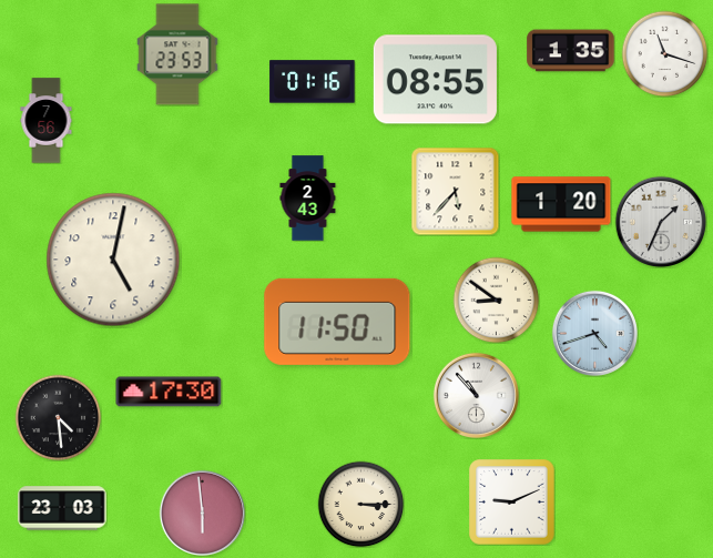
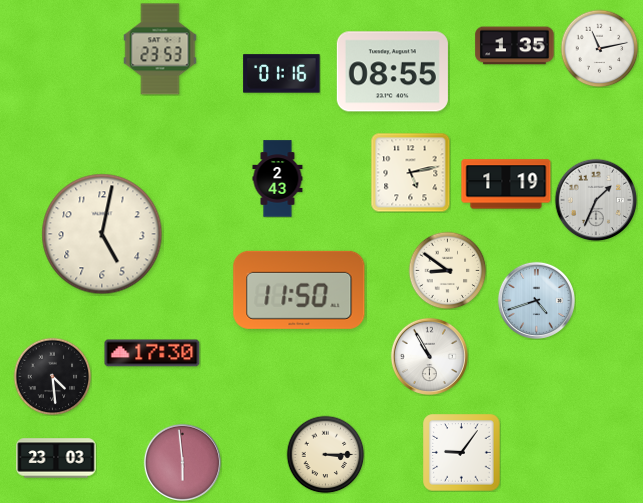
clock at (664, 53): 11:18 -> 11:13
clock at (47, 121): 7:56 -> none
clock at (455, 191): 5:37 -> 5:13
clock at (561, 204): 1:20 -> 1:19
clock at (337, 322) position: (337, 322) -> (299, 290)
clock at (476, 395): 10:53 -> 10:55
clock at (512, 503): 9:11 -> 9:06
